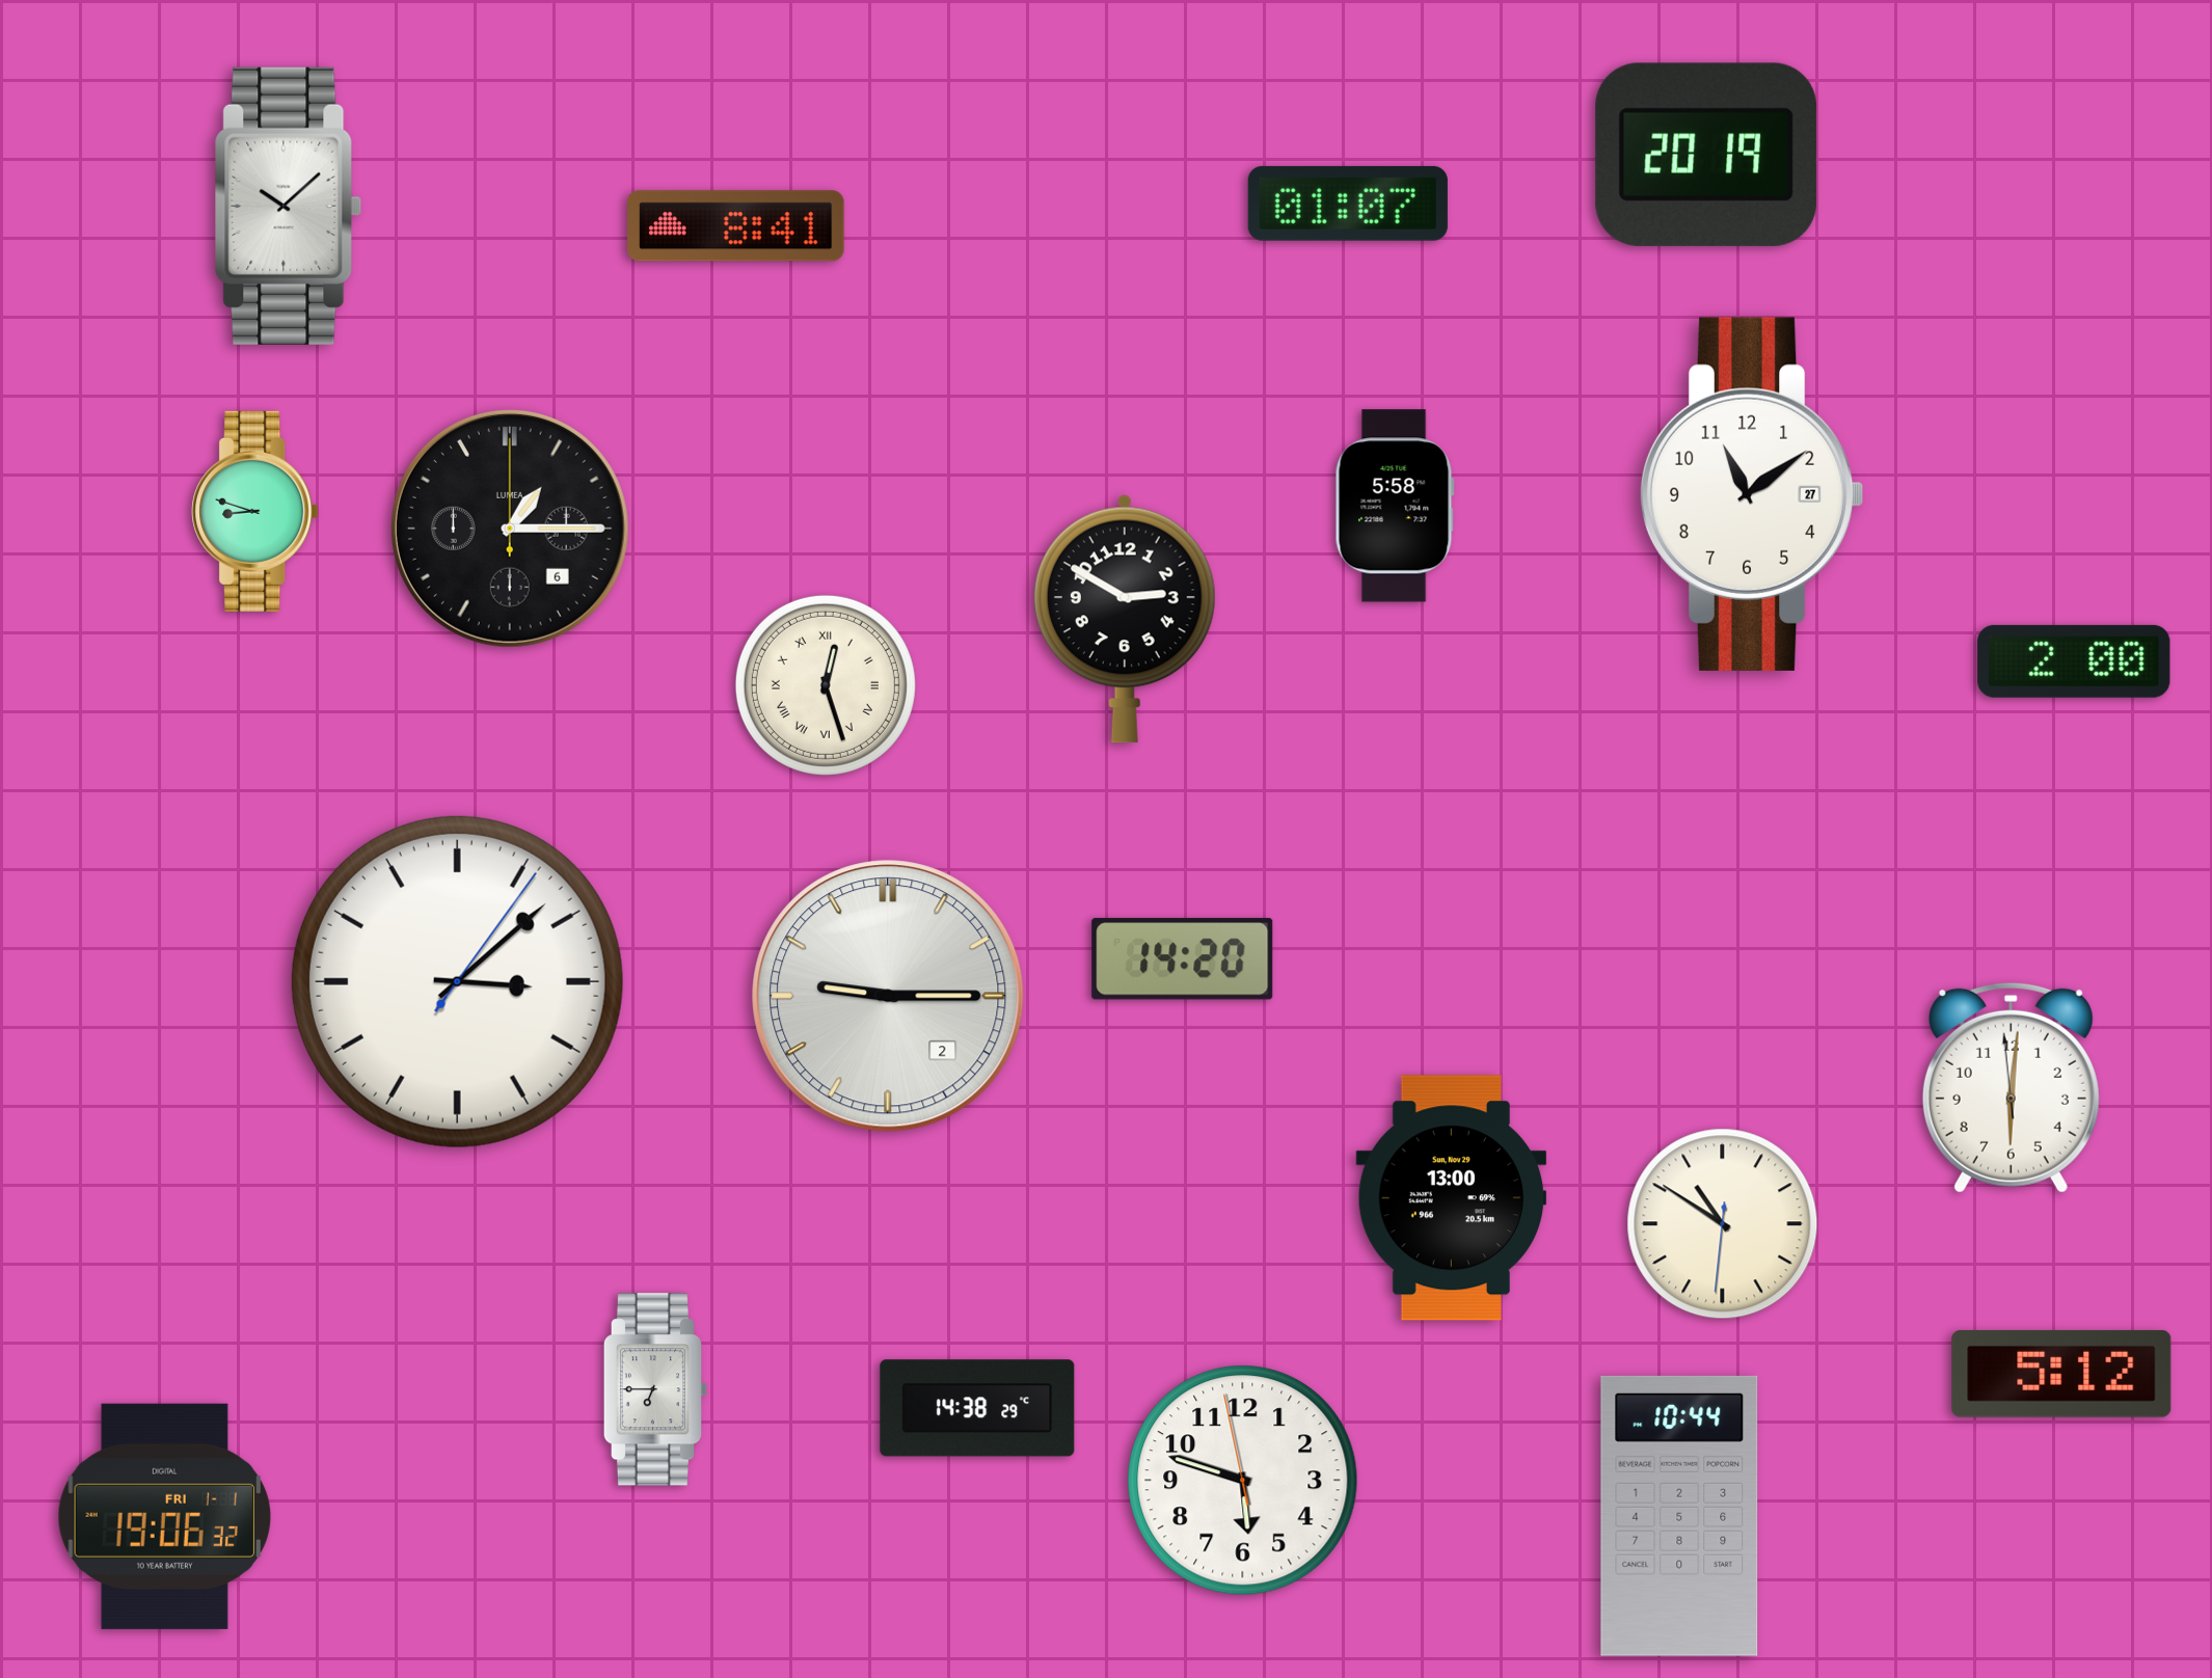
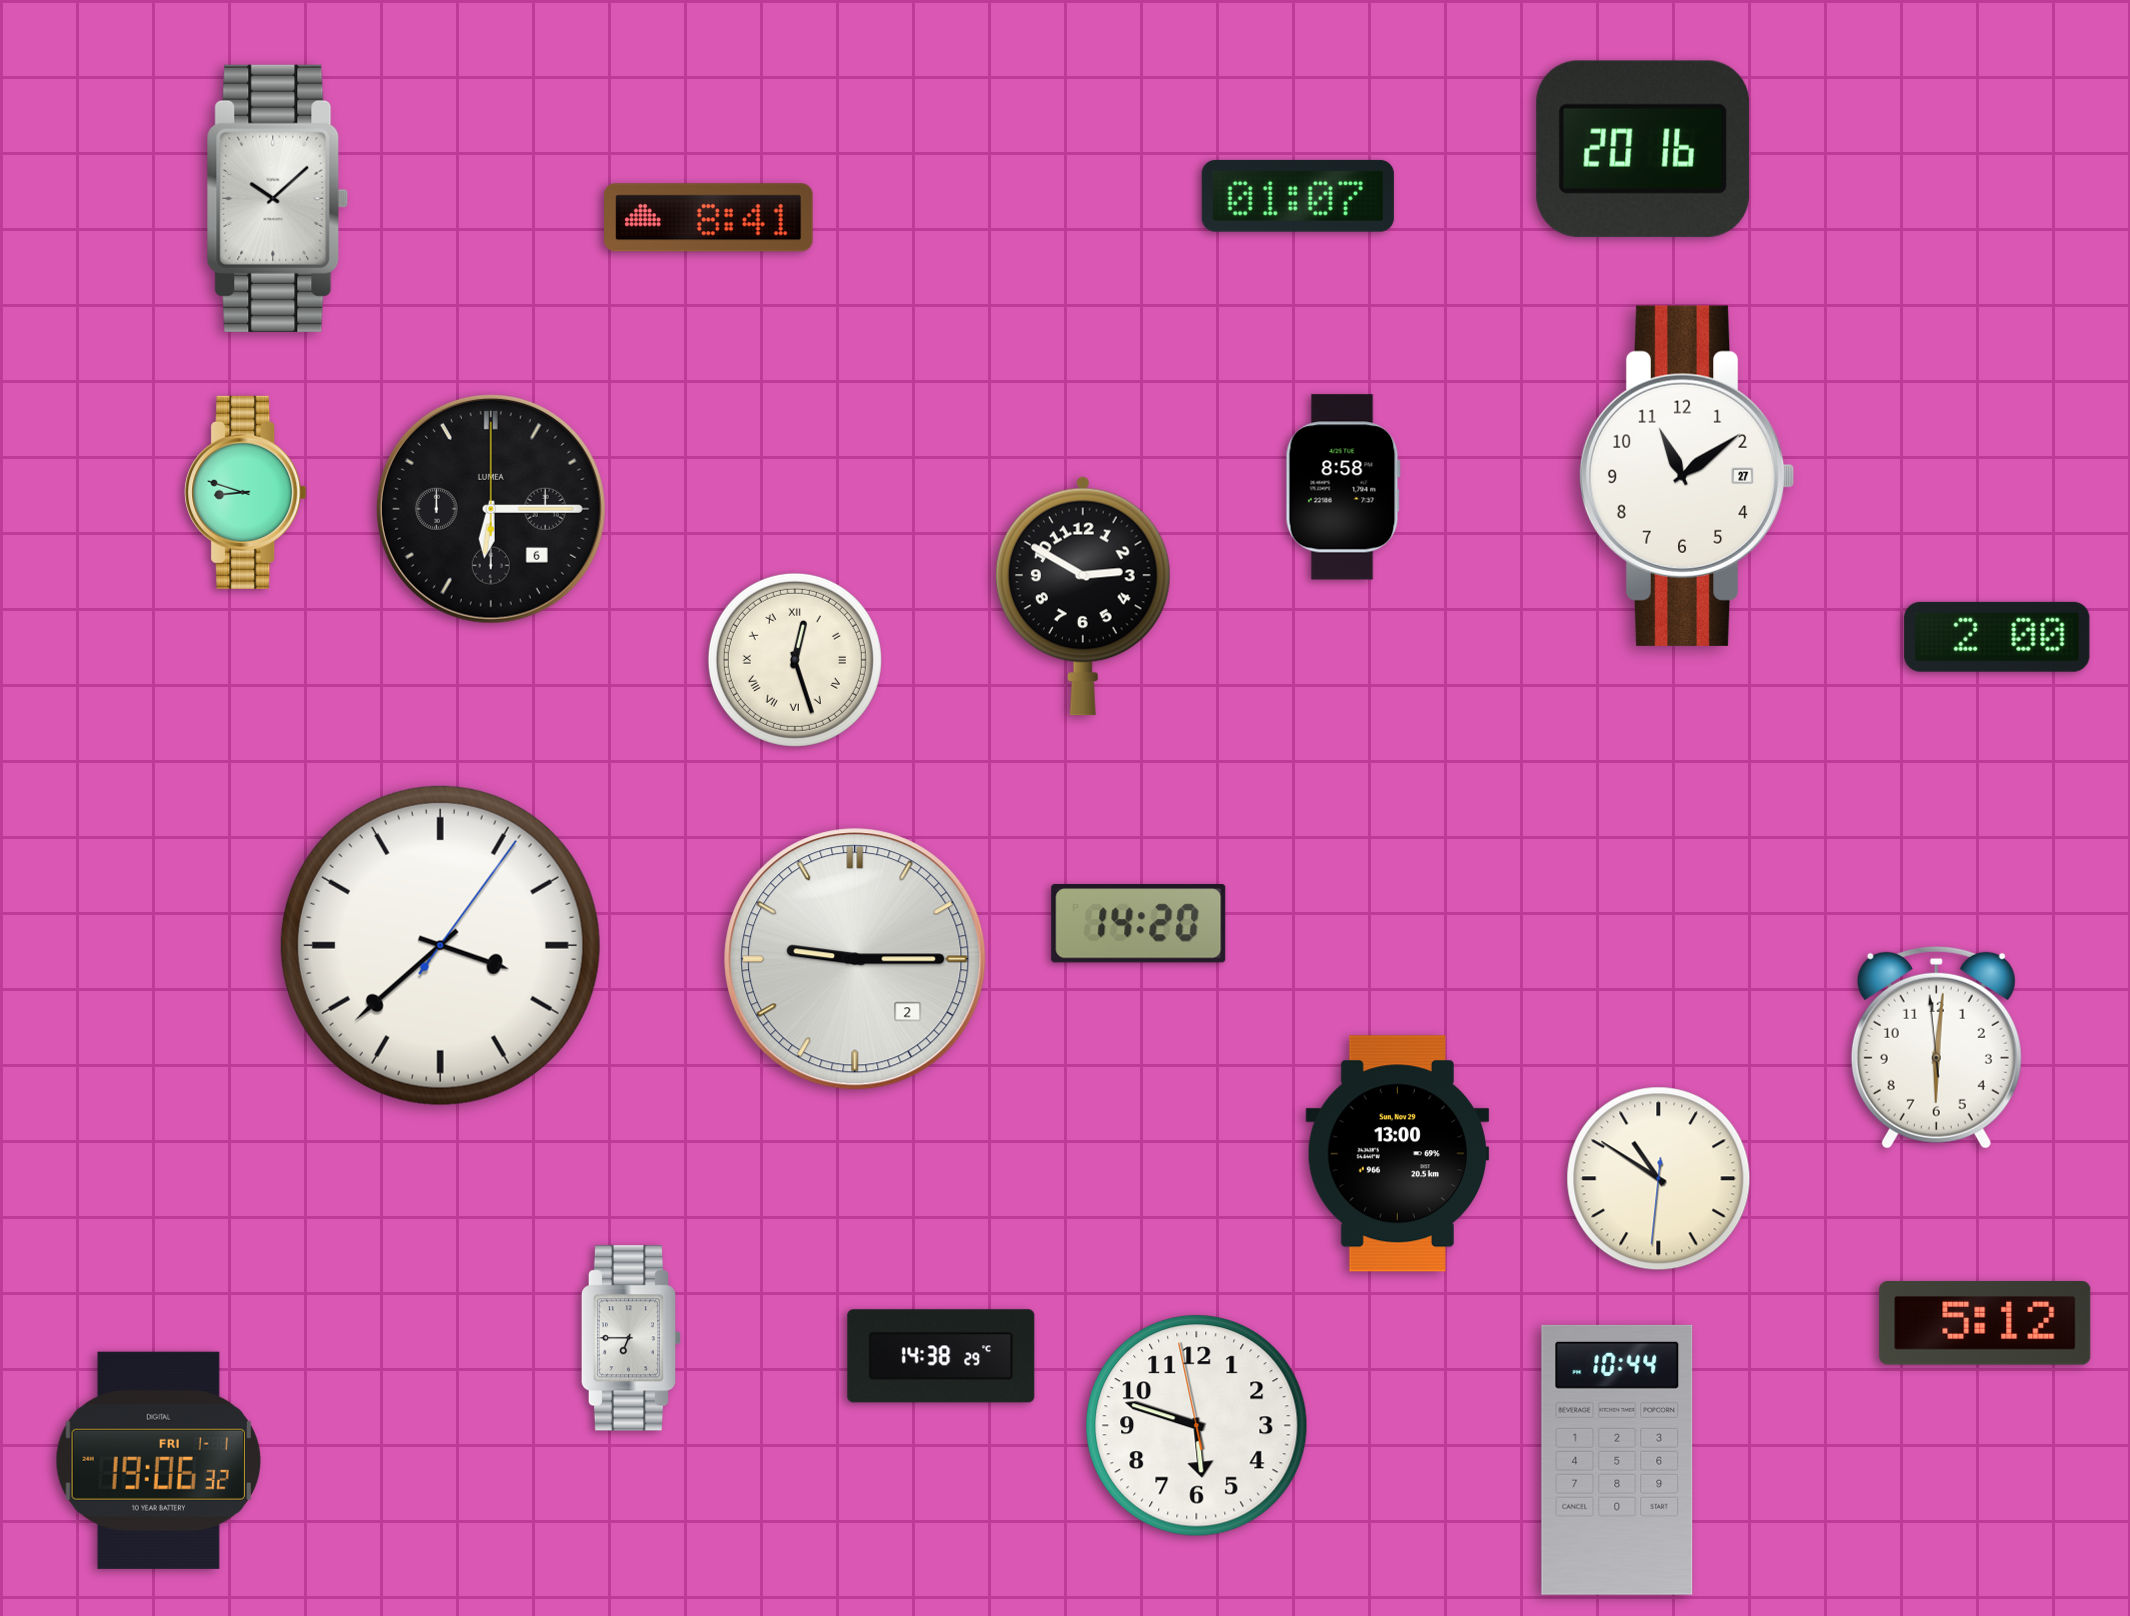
clock at (1706, 155): 20:19 -> 20:16
clock at (1395, 506): 5:58 -> 8:58
clock at (510, 529): 1:15 -> 6:15
clock at (457, 981): 3:08 -> 3:38
